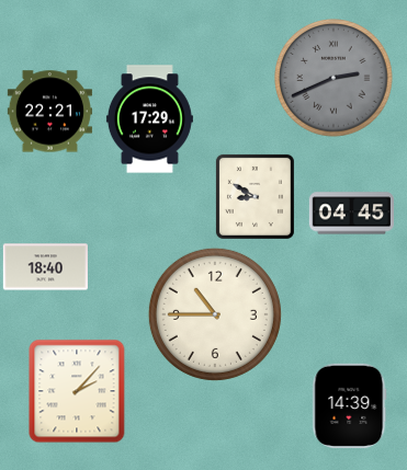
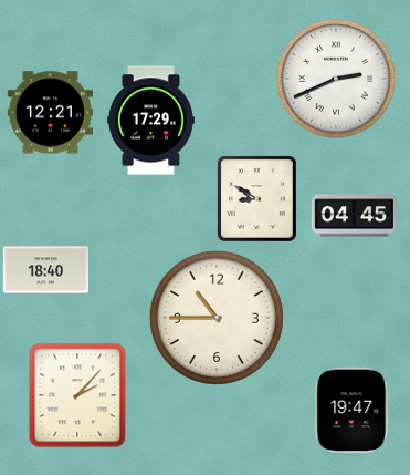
clock at (333, 78) dial: grey -> white
clock at (49, 112): 22:21 -> 12:21
clock at (350, 405): 14:39 -> 19:47
